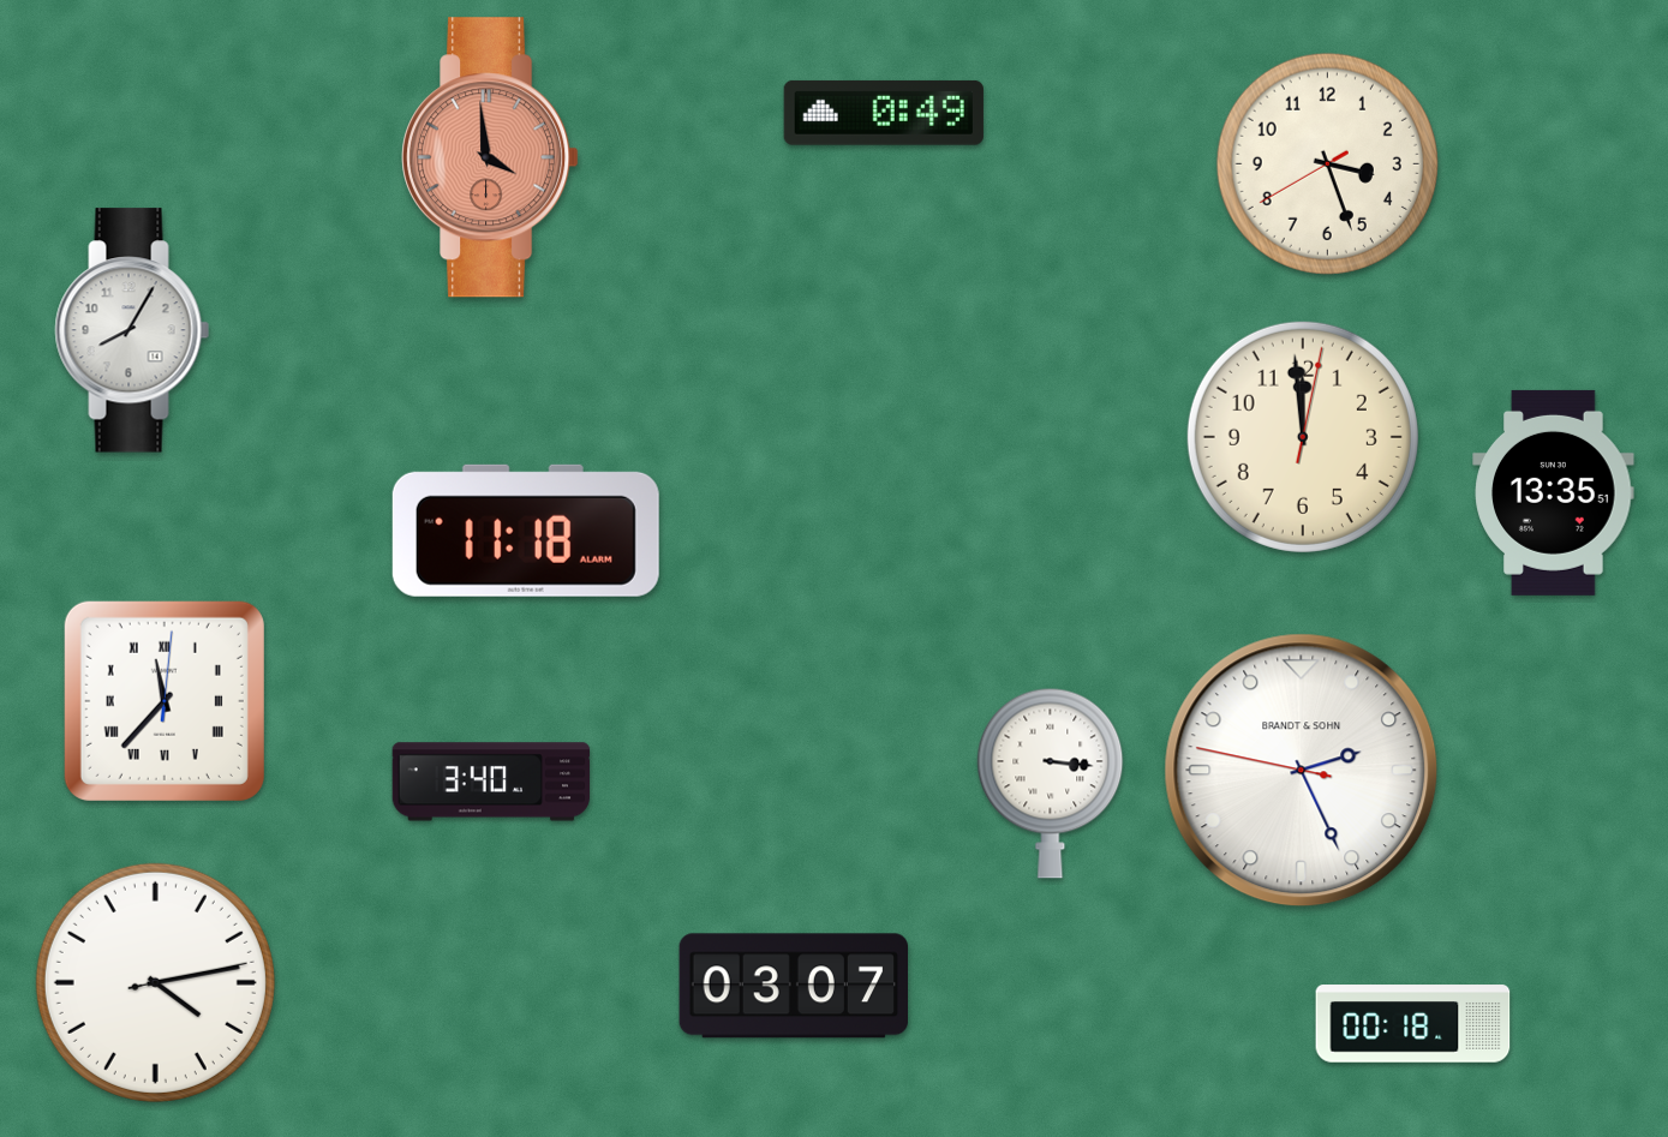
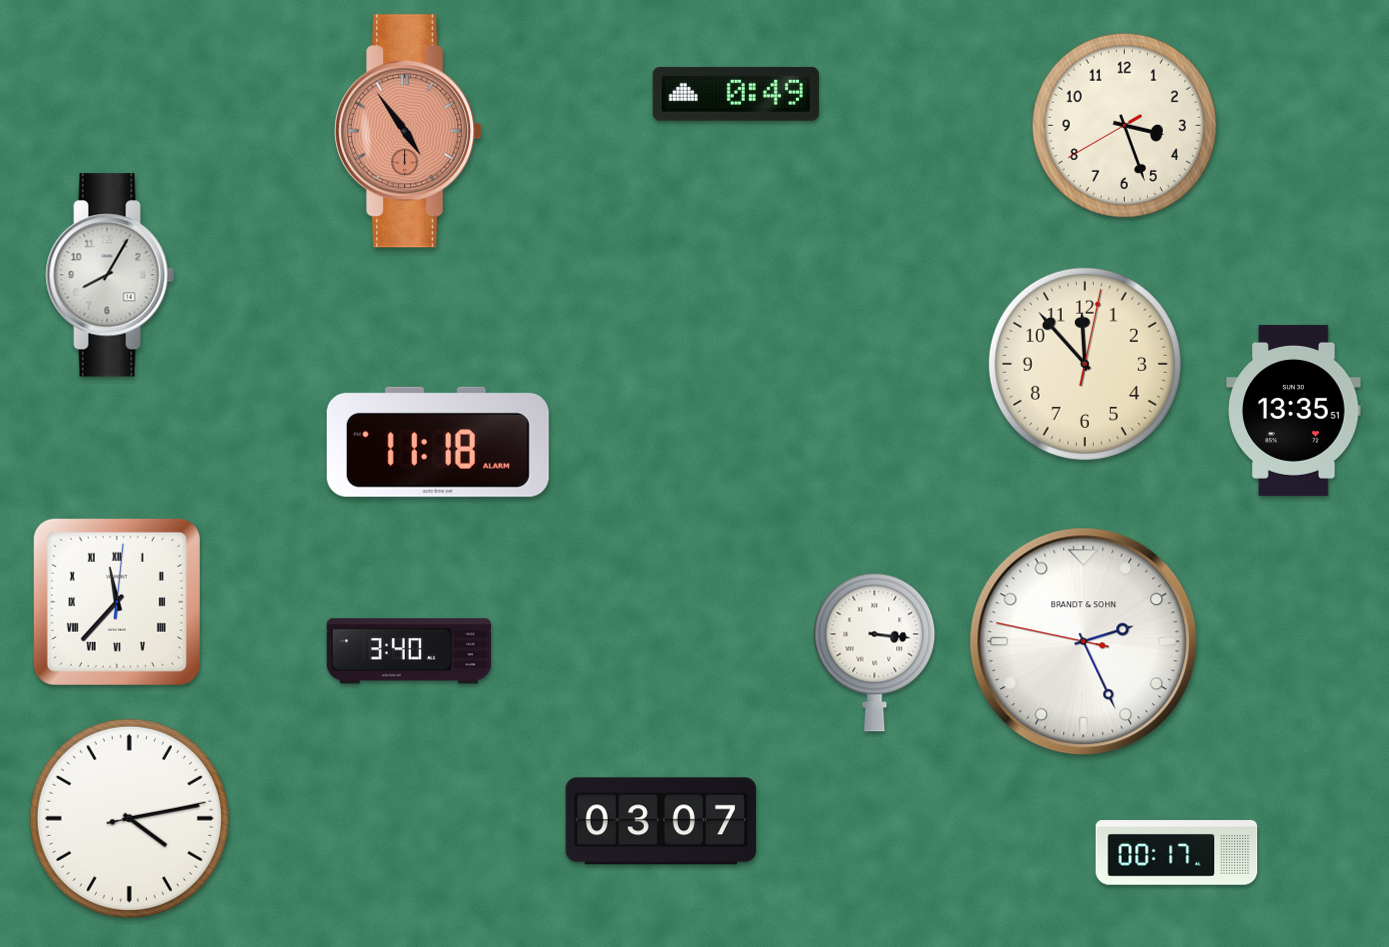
clock at (490, 157): 3:59 -> 4:54
clock at (1327, 163) position: (1327, 163) -> (1124, 125)
clock at (1303, 437): 11:59 -> 11:53
clock at (165, 701) position: (165, 701) -> (117, 602)
clock at (1413, 1024): 00:18 -> 00:17
